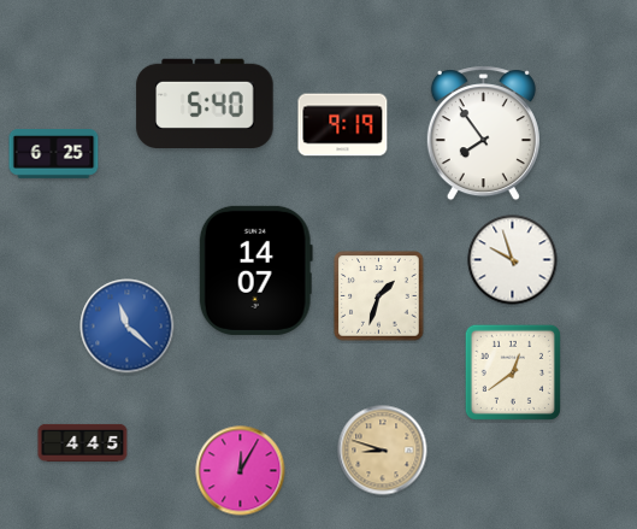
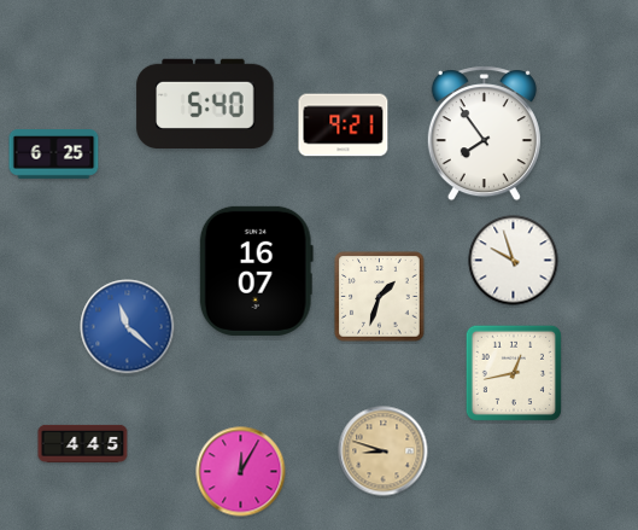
clock at (343, 125): 9:19 -> 9:21
clock at (255, 270): 14:07 -> 16:07
clock at (513, 372): 12:39 -> 12:43
